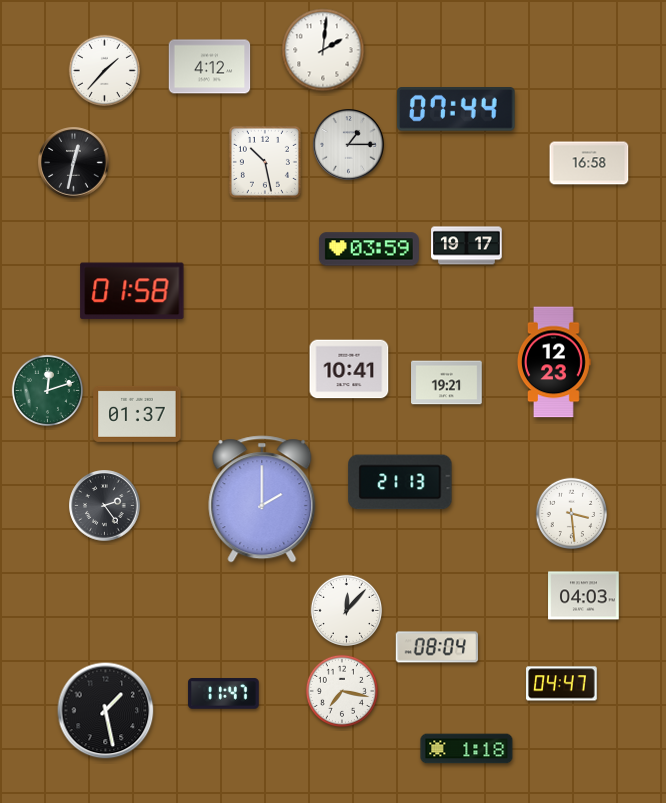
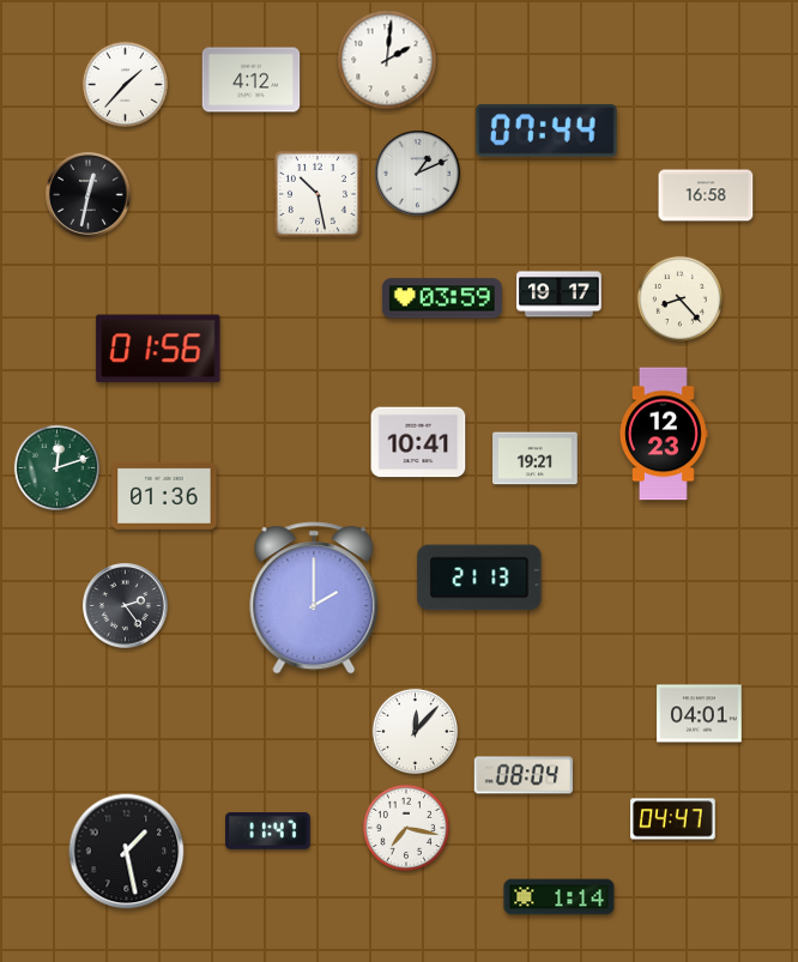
clock at (349, 145): 1:15 -> 1:11
clock at (679, 298): none -> 8:23
clock at (132, 291): 01:58 -> 01:56
clock at (137, 414): 01:37 -> 01:36
clock at (571, 513): 3:29 -> none
clock at (584, 596): 04:03 -> 04:01
clock at (342, 691) position: (342, 691) -> (406, 828)
clock at (467, 749): 1:18 -> 1:14
